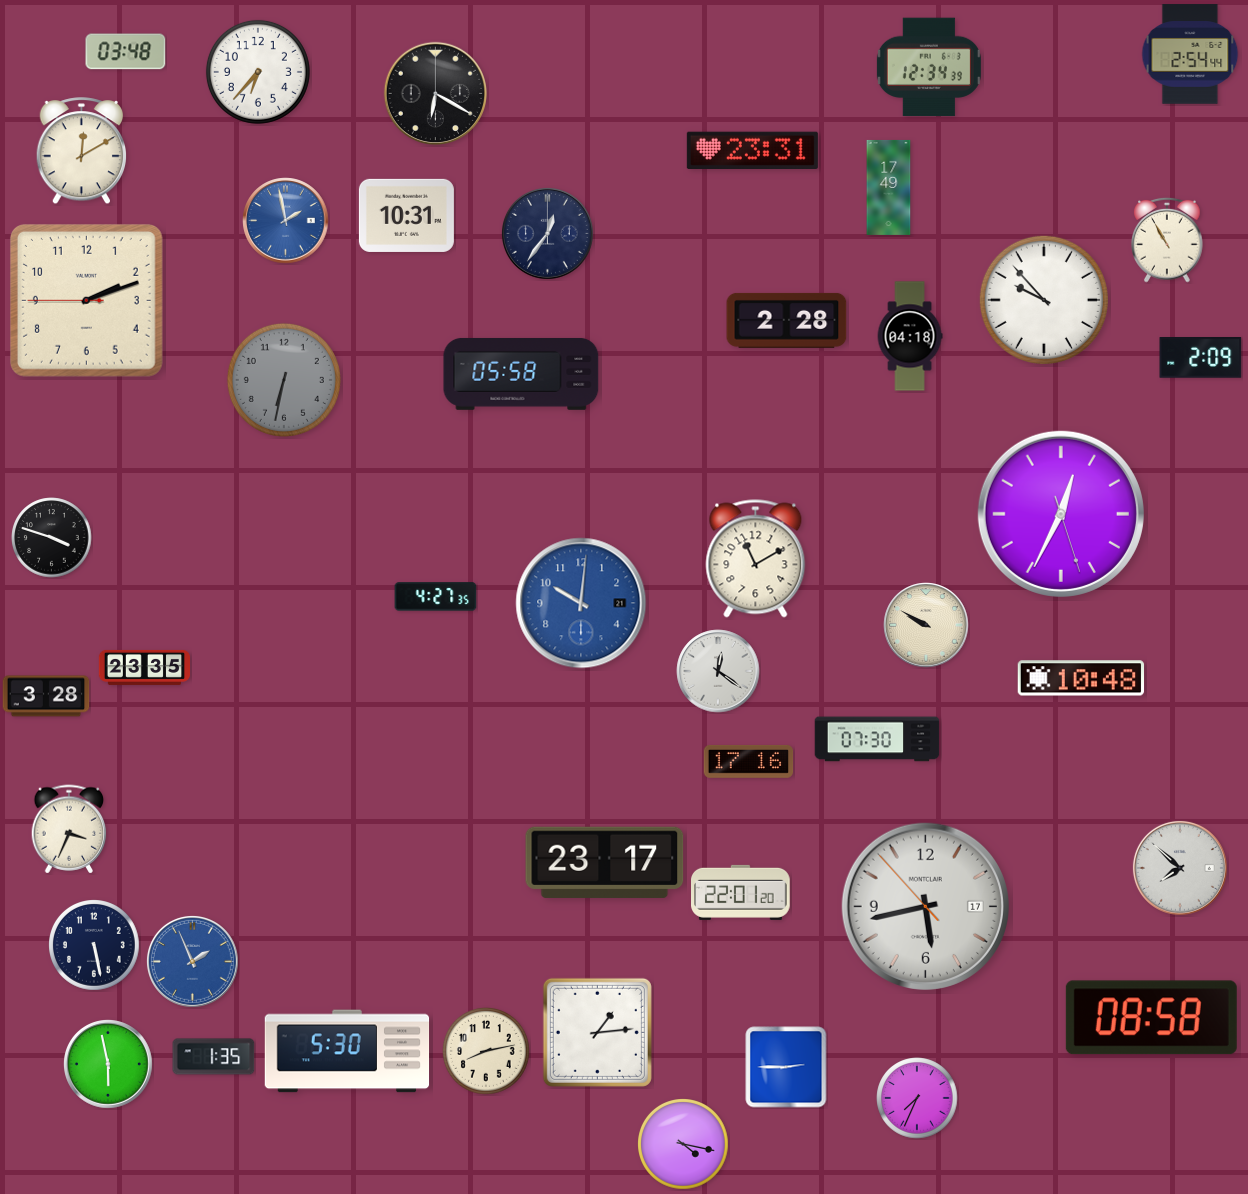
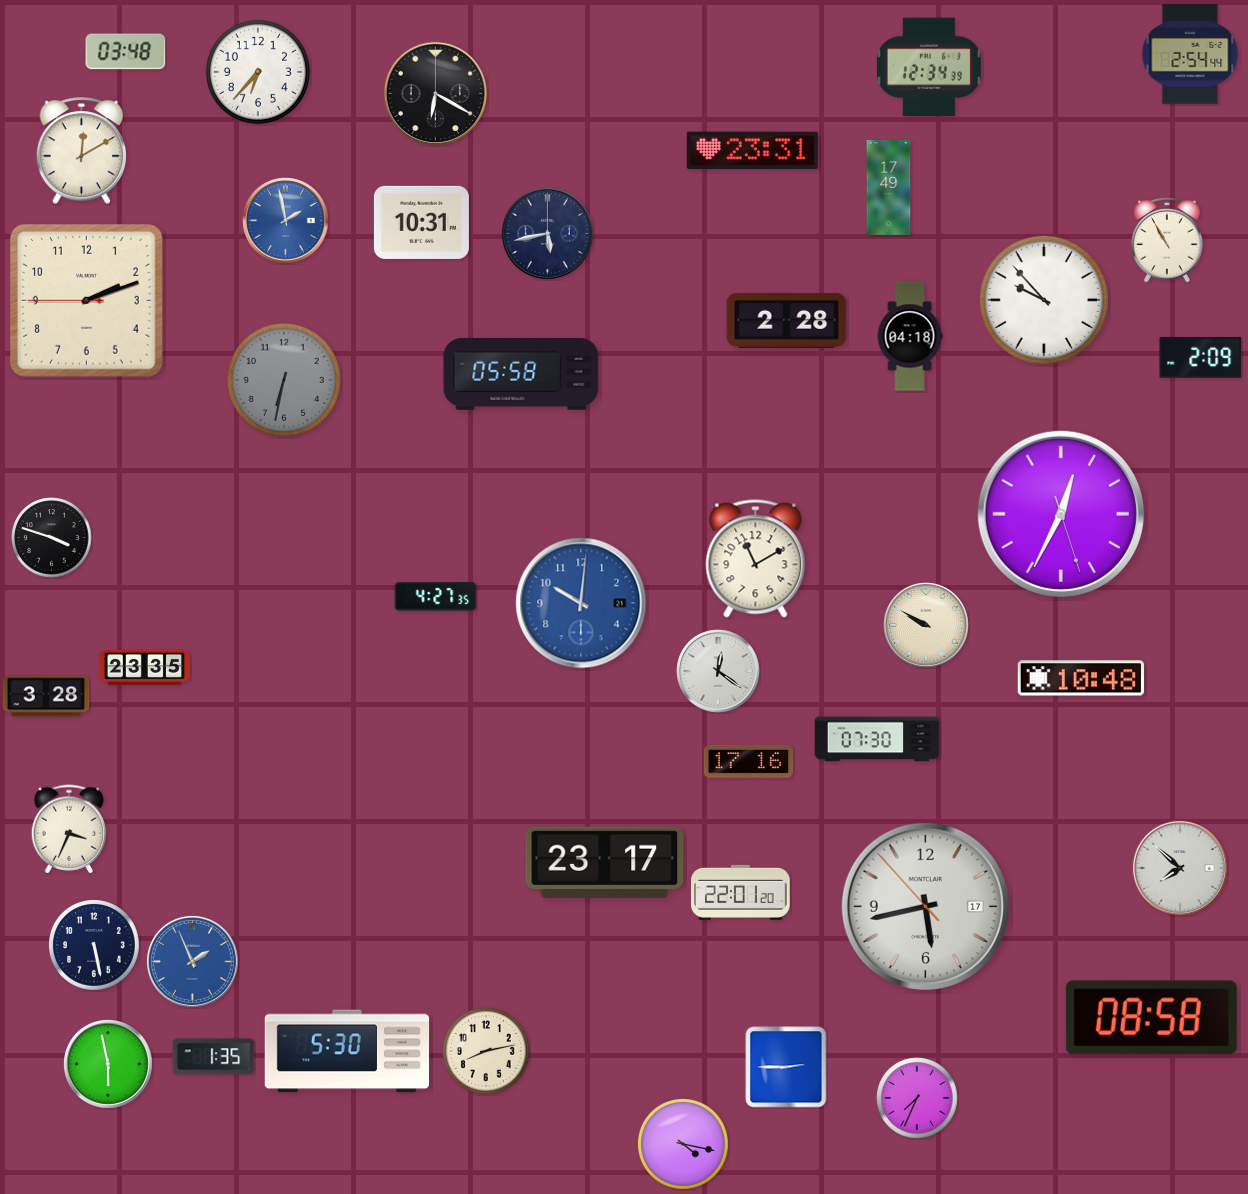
clock at (406, 215) position: (406, 215) -> (421, 222)
clock at (547, 233): 12:36 -> 5:43
clock at (597, 1032): 1:14 -> none
